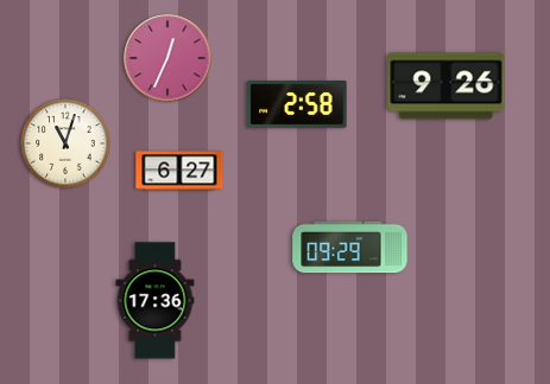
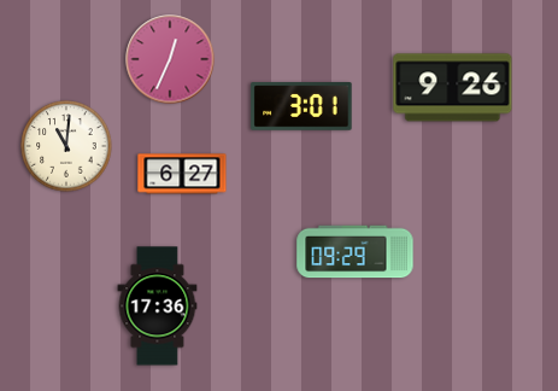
clock at (297, 104): 2:58 -> 3:01
clock at (65, 143): 11:03 -> 11:01
